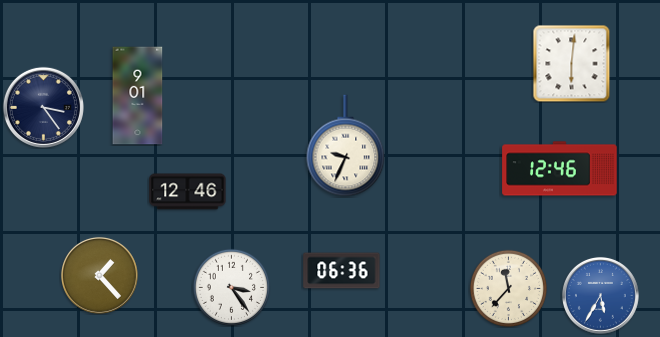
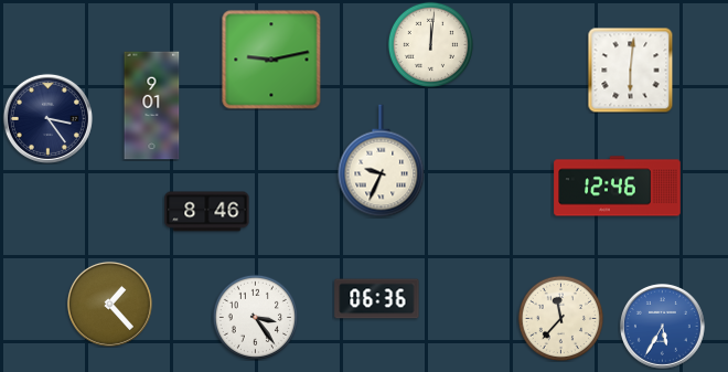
clock at (430, 44): none -> 12:01
clock at (271, 60): none -> 9:13
clock at (188, 192): 12:46 -> 8:46
